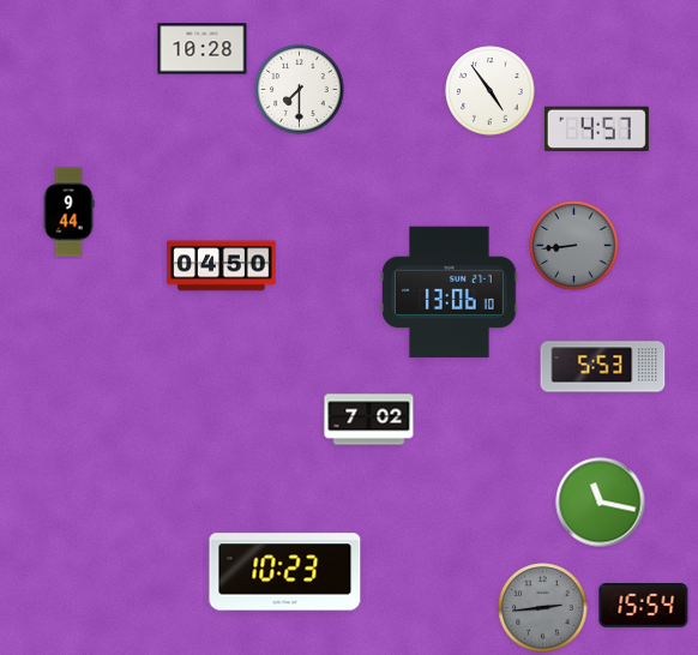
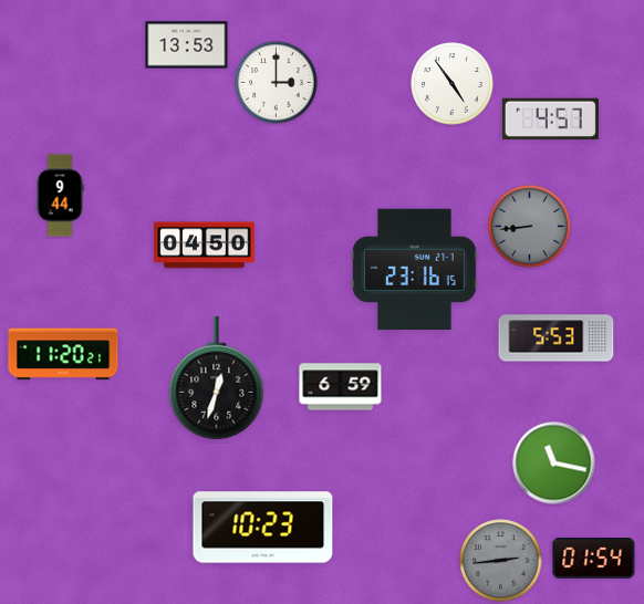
clock at (203, 49): 10:28 -> 13:53
clock at (300, 90): 7:30 -> 3:00
clock at (68, 212) position: (68, 212) -> (60, 196)
clock at (450, 293): 13:06 -> 23:16
clock at (63, 354): none -> 11:20
clock at (217, 378): none -> 12:33
clock at (369, 420): 7:02 -> 6:59
clock at (644, 606): 15:54 -> 01:54
